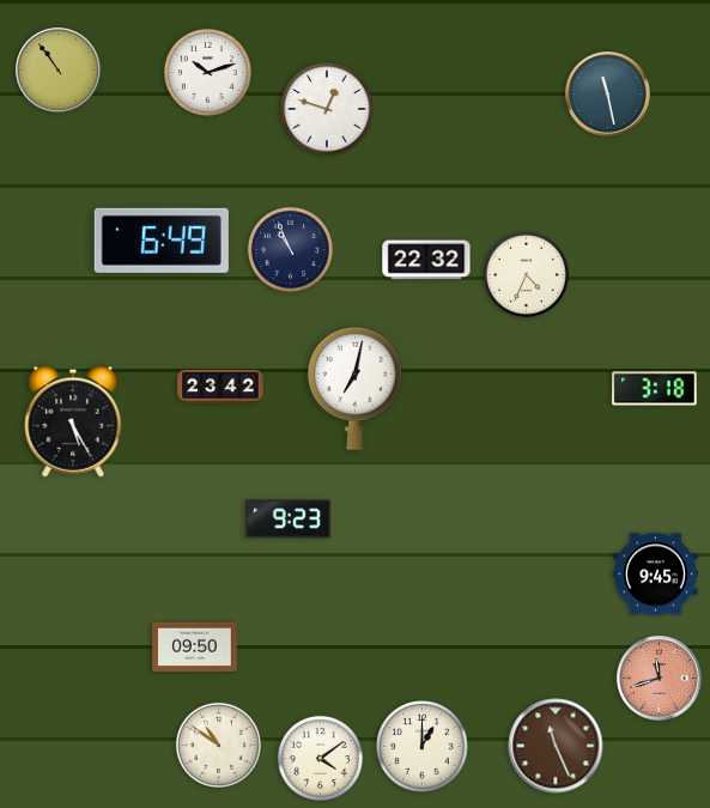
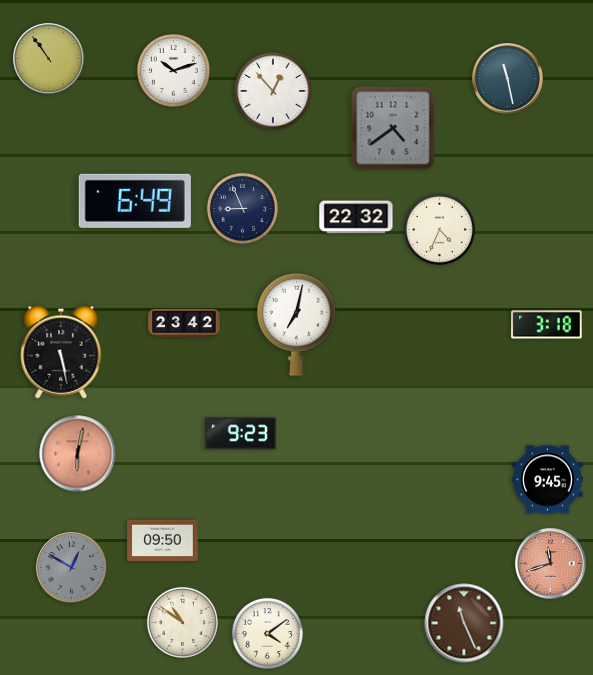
clock at (207, 72) position: (207, 72) -> (173, 70)
clock at (327, 109): 12:48 -> 12:53
clock at (393, 128): none -> 4:39
clock at (290, 249): 10:56 -> 8:56
clock at (73, 421): 5:25 -> 5:28
clock at (78, 454): none -> 6:02
clock at (660, 679) position: (660, 679) -> (551, 564)
clock at (72, 568): none -> 12:50
clock at (423, 747): 1:00 -> none
